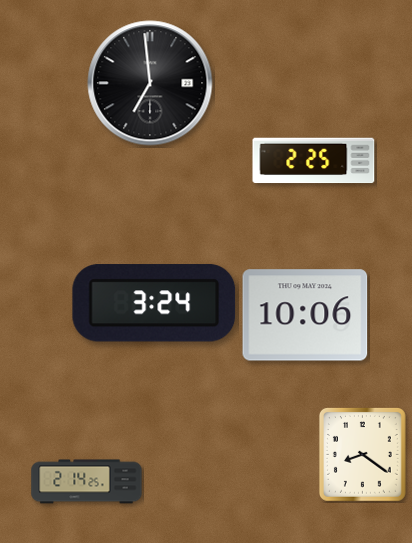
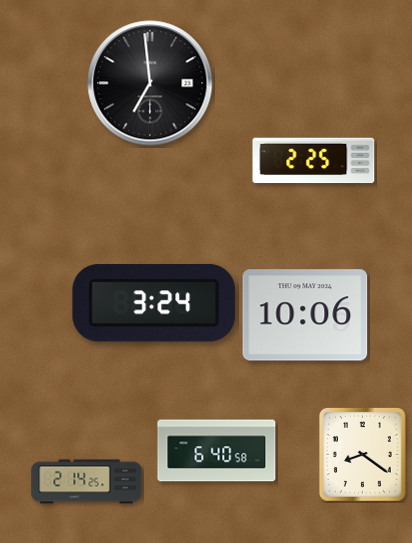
clock at (217, 451): none -> 6:40
